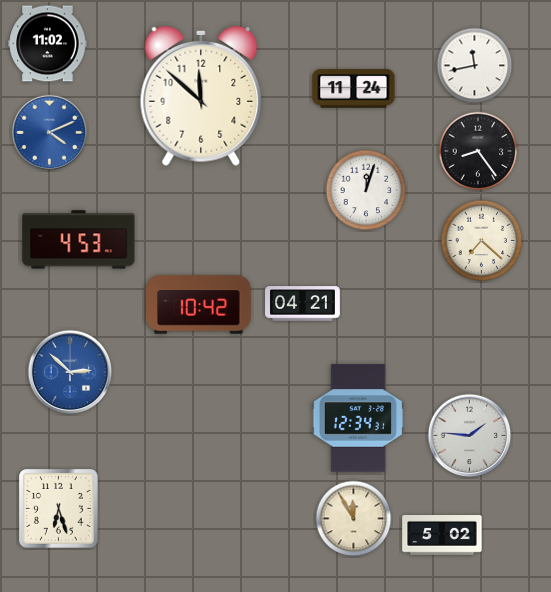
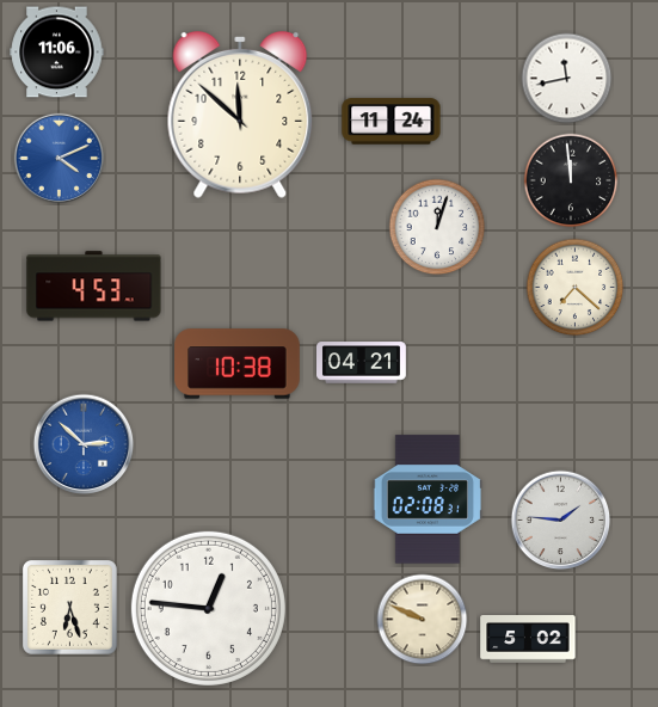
clock at (48, 44): 11:02 -> 11:06
clock at (354, 89) position: (354, 89) -> (392, 122)
clock at (478, 151): 8:24 -> 11:59
clock at (199, 305): 10:42 -> 10:38
clock at (357, 418): 12:34 -> 02:08
clock at (208, 608): none -> 12:46
clock at (354, 519): 11:55 -> 9:49
